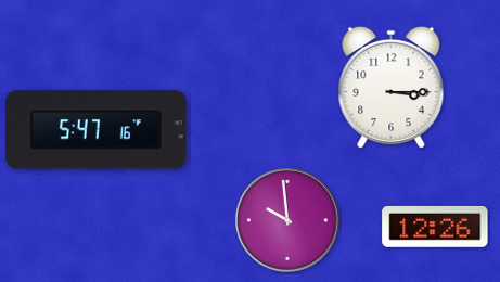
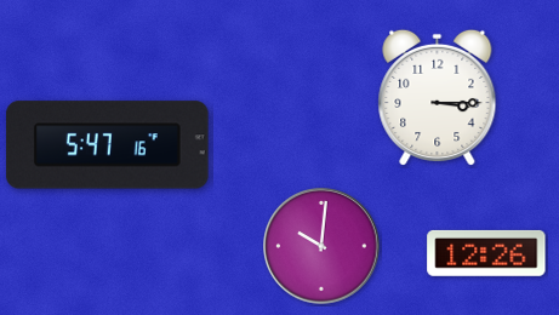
clock at (287, 220): 9:59 -> 10:01
